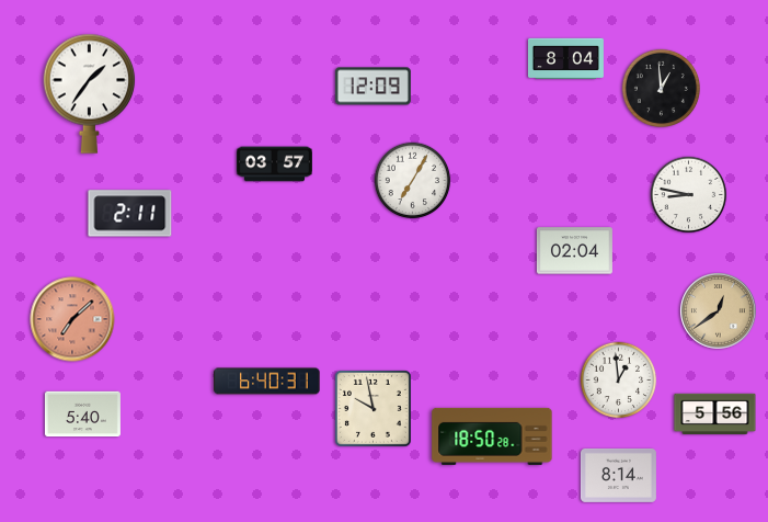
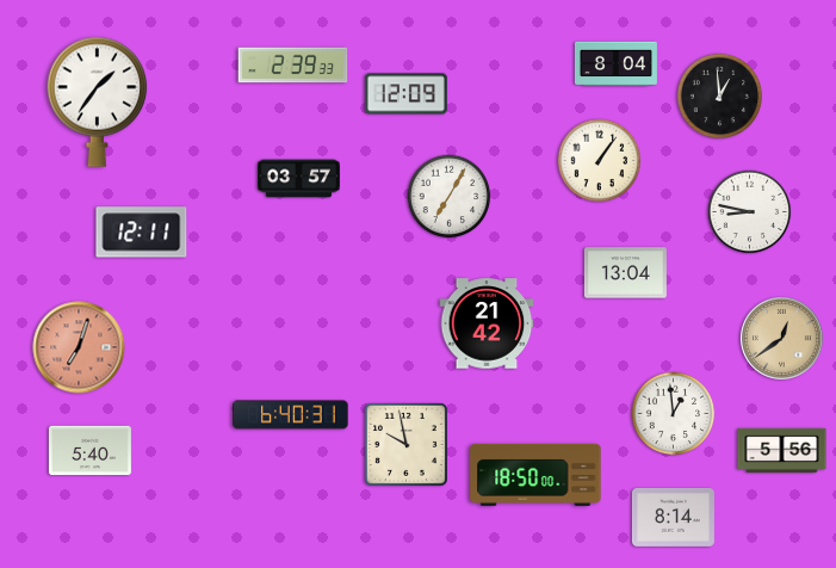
clock at (293, 66): none -> 2:39
clock at (600, 161): none -> 1:06
clock at (130, 214): 2:11 -> 12:11
clock at (574, 251): 02:04 -> 13:04
clock at (487, 323): none -> 21:42
clock at (72, 319): 7:08 -> 7:03
clock at (715, 415) position: (715, 415) -> (782, 451)
clock at (492, 436): 18:50:28 -> 18:50:00
